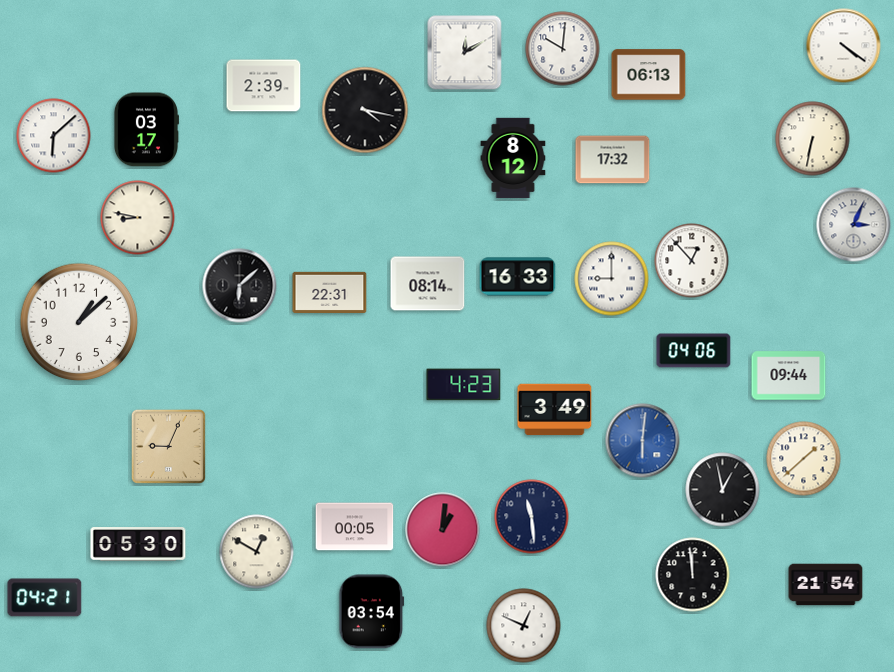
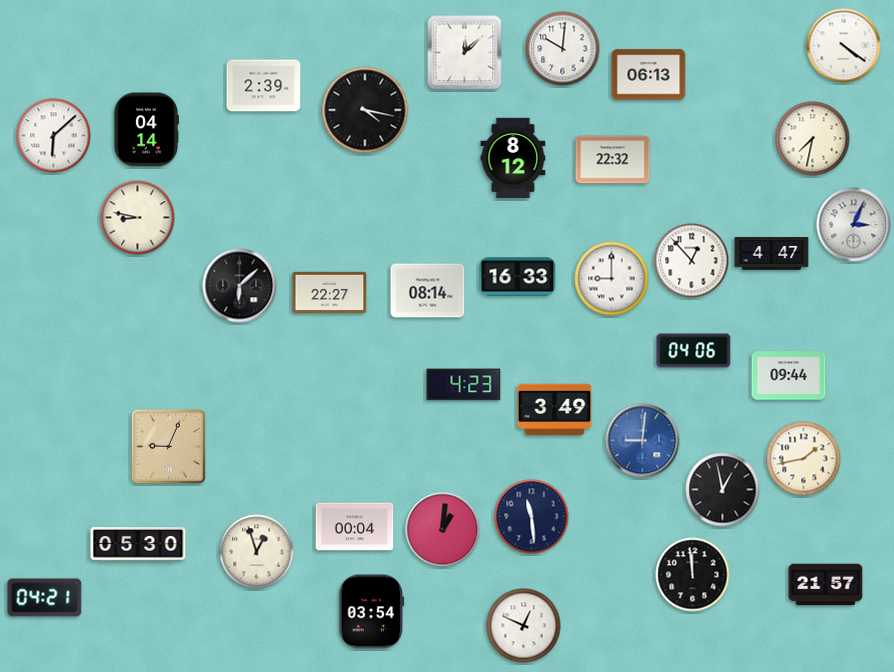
clock at (465, 53): 12:10 -> 12:08
clock at (146, 130): 03:17 -> 04:14
clock at (813, 139): 6:32 -> 7:32
clock at (613, 160): 17:32 -> 22:32
clock at (772, 254): none -> 4:47
clock at (428, 284) position: (428, 284) -> (428, 291)
clock at (330, 292): 22:31 -> 22:27
clock at (79, 322): 1:08 -> none
clock at (643, 441): 6:01 -> 9:01
clock at (804, 459): 1:38 -> 1:43
clock at (355, 527): 00:05 -> 00:04
clock at (257, 552): 12:50 -> 12:57
clock at (826, 585): 21:54 -> 21:57
